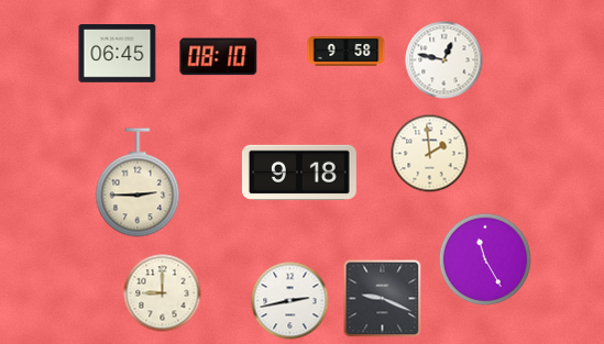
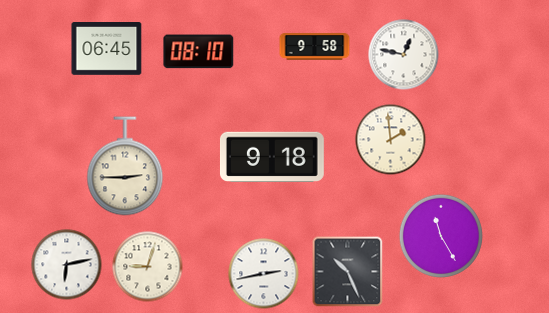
clock at (67, 265): none -> 6:13
clock at (163, 293): 9:00 -> 9:03
clock at (383, 299): 9:19 -> 10:26
